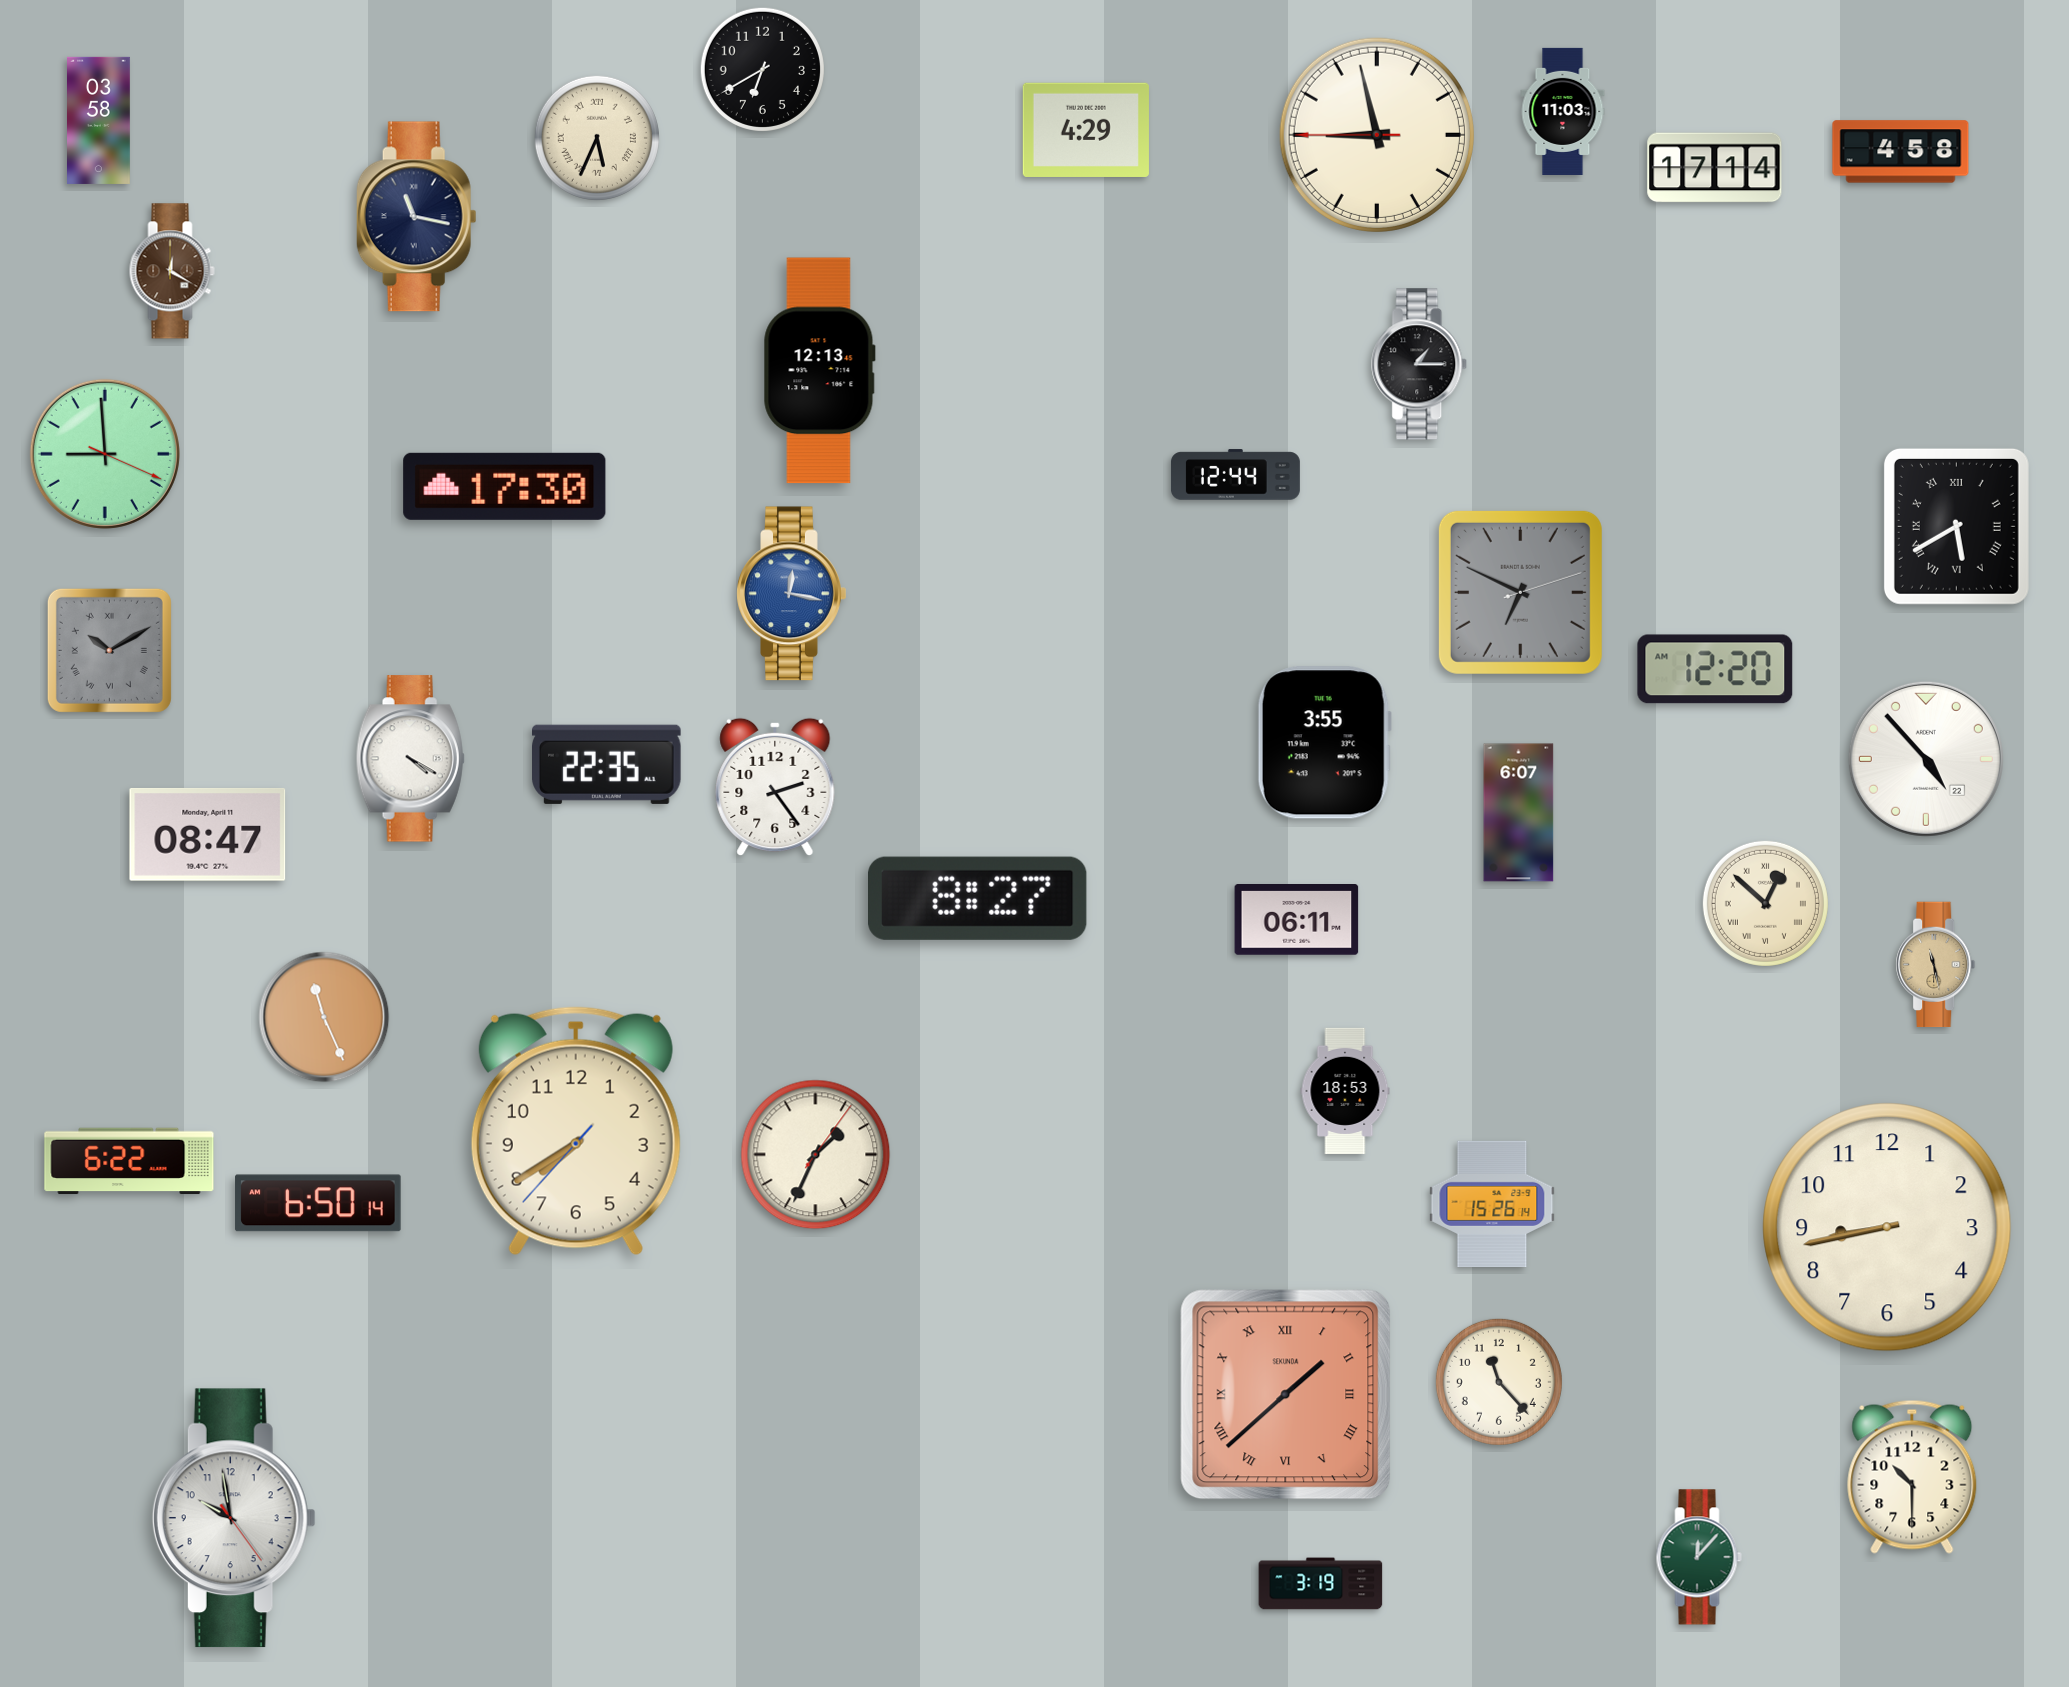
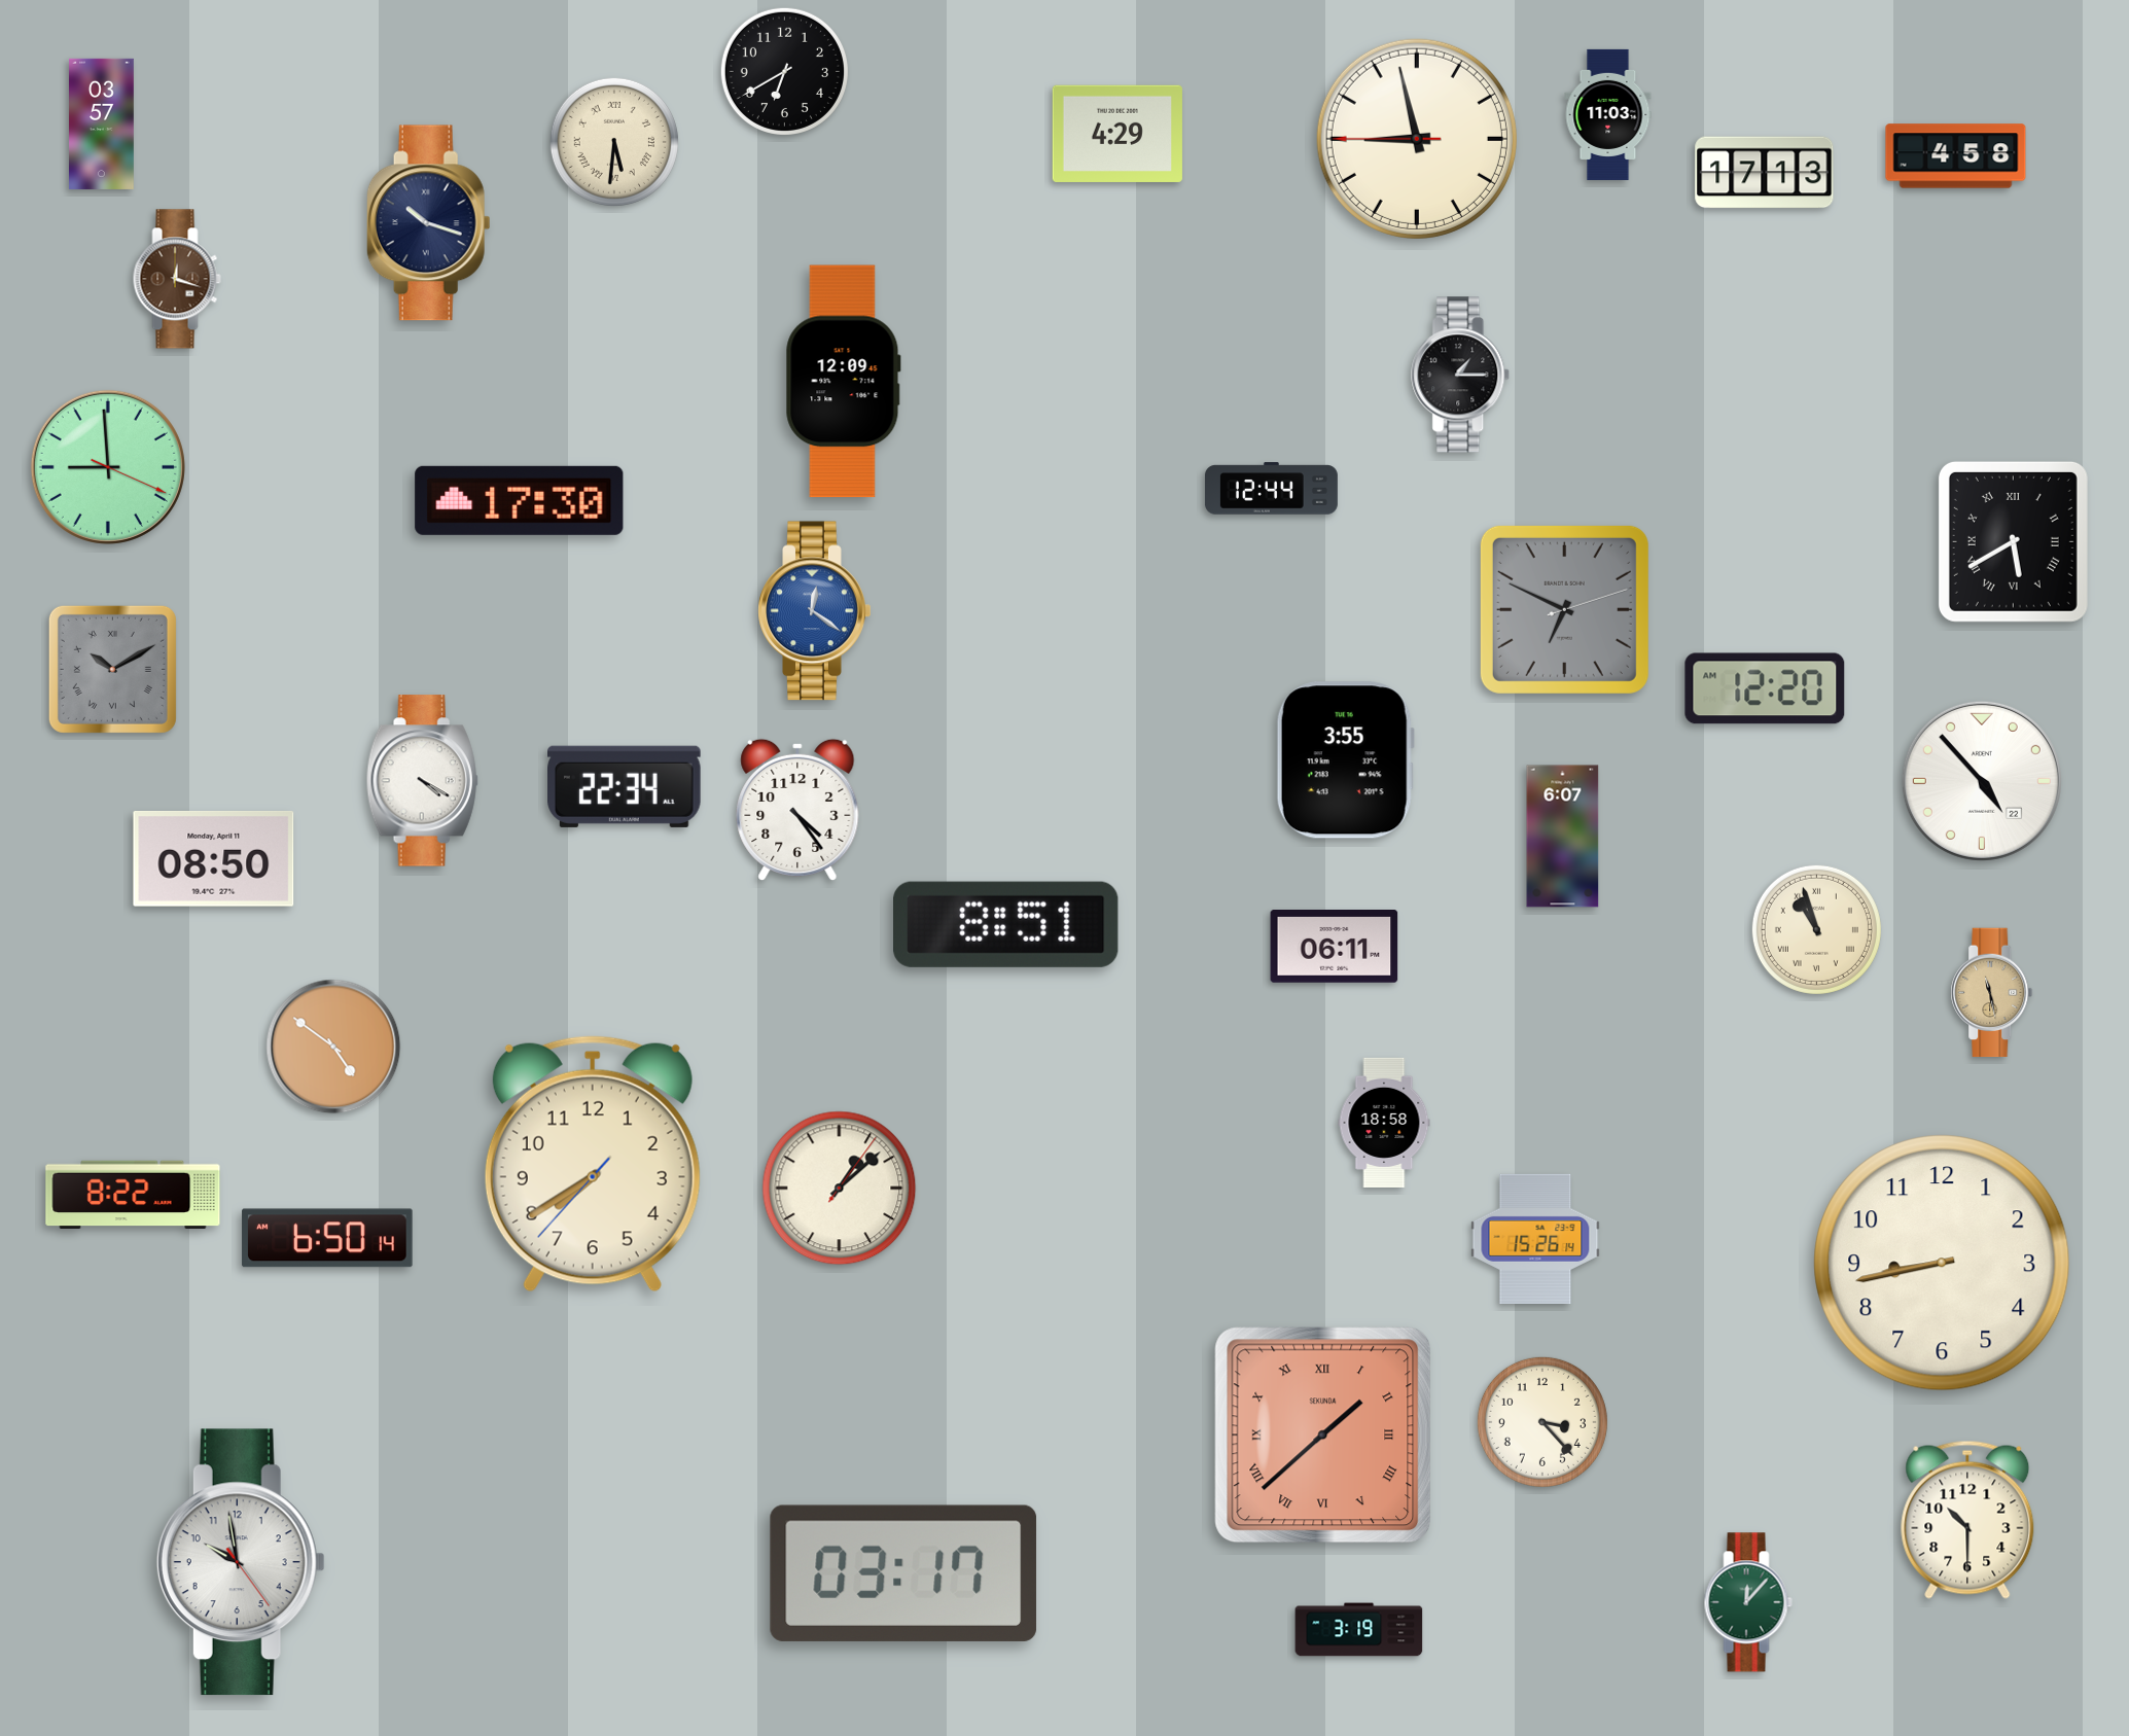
clock at (99, 120): 03:58 -> 03:57
clock at (597, 138): 5:34 -> 5:31
clock at (1715, 168): 17:14 -> 17:13
clock at (416, 217): 11:17 -> 10:18
clock at (172, 271): 12:20 -> 12:18
clock at (819, 371): 12:13 -> 12:09
clock at (792, 594): 12:17 -> 12:21
clock at (1324, 743) position: (1324, 743) -> (1345, 760)
clock at (607, 764): 22:35 -> 22:34
clock at (775, 787): 2:24 -> 4:24
clock at (208, 834): 08:47 -> 08:50
clock at (978, 898): 8:27 -> 8:51
clock at (1765, 903): 12:52 -> 10:57
clock at (324, 1017): 11:26 -> 4:51
clock at (1345, 1090): 18:53 -> 18:58
clock at (816, 1155): 1:34 -> 1:08
clock at (129, 1161): 6:22 -> 8:22
clock at (1499, 1382): 11:23 -> 3:23
clock at (903, 1573): none -> 03:17
